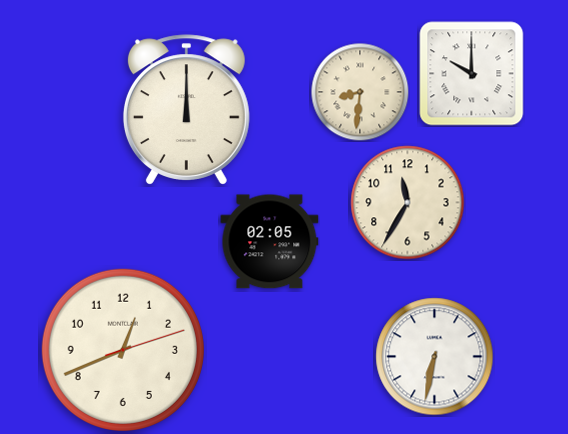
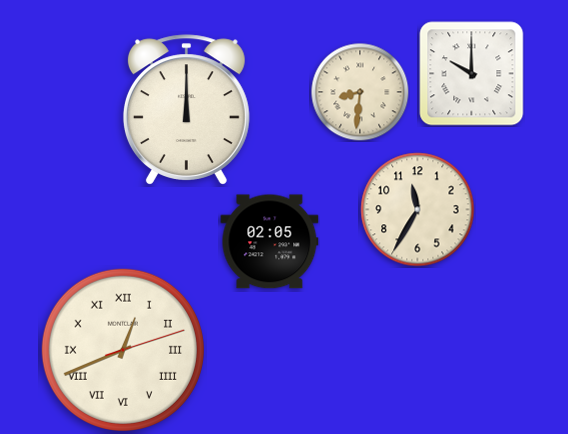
clock at (408, 203) position: (408, 203) -> (418, 210)
clock at (123, 350) numerals: Arabic -> Roman
clock at (435, 357): 6:32 -> none
